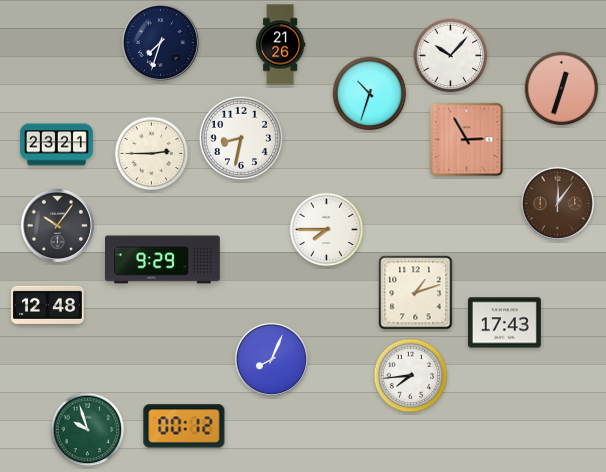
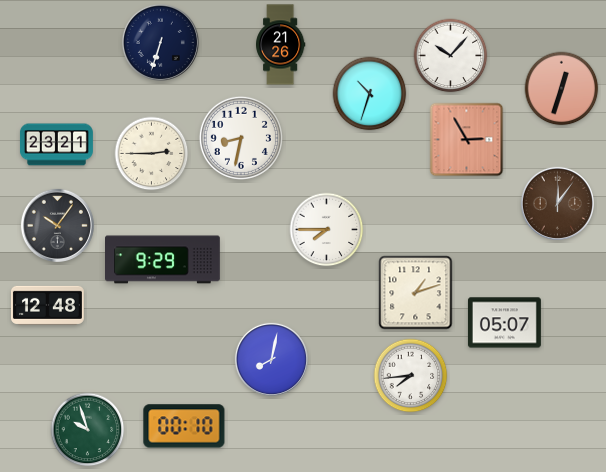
clock at (160, 42): 7:33 -> 6:33
clock at (504, 323): 17:43 -> 05:07
clock at (271, 359): 8:04 -> 8:02
clock at (184, 426): 00:12 -> 00:10
